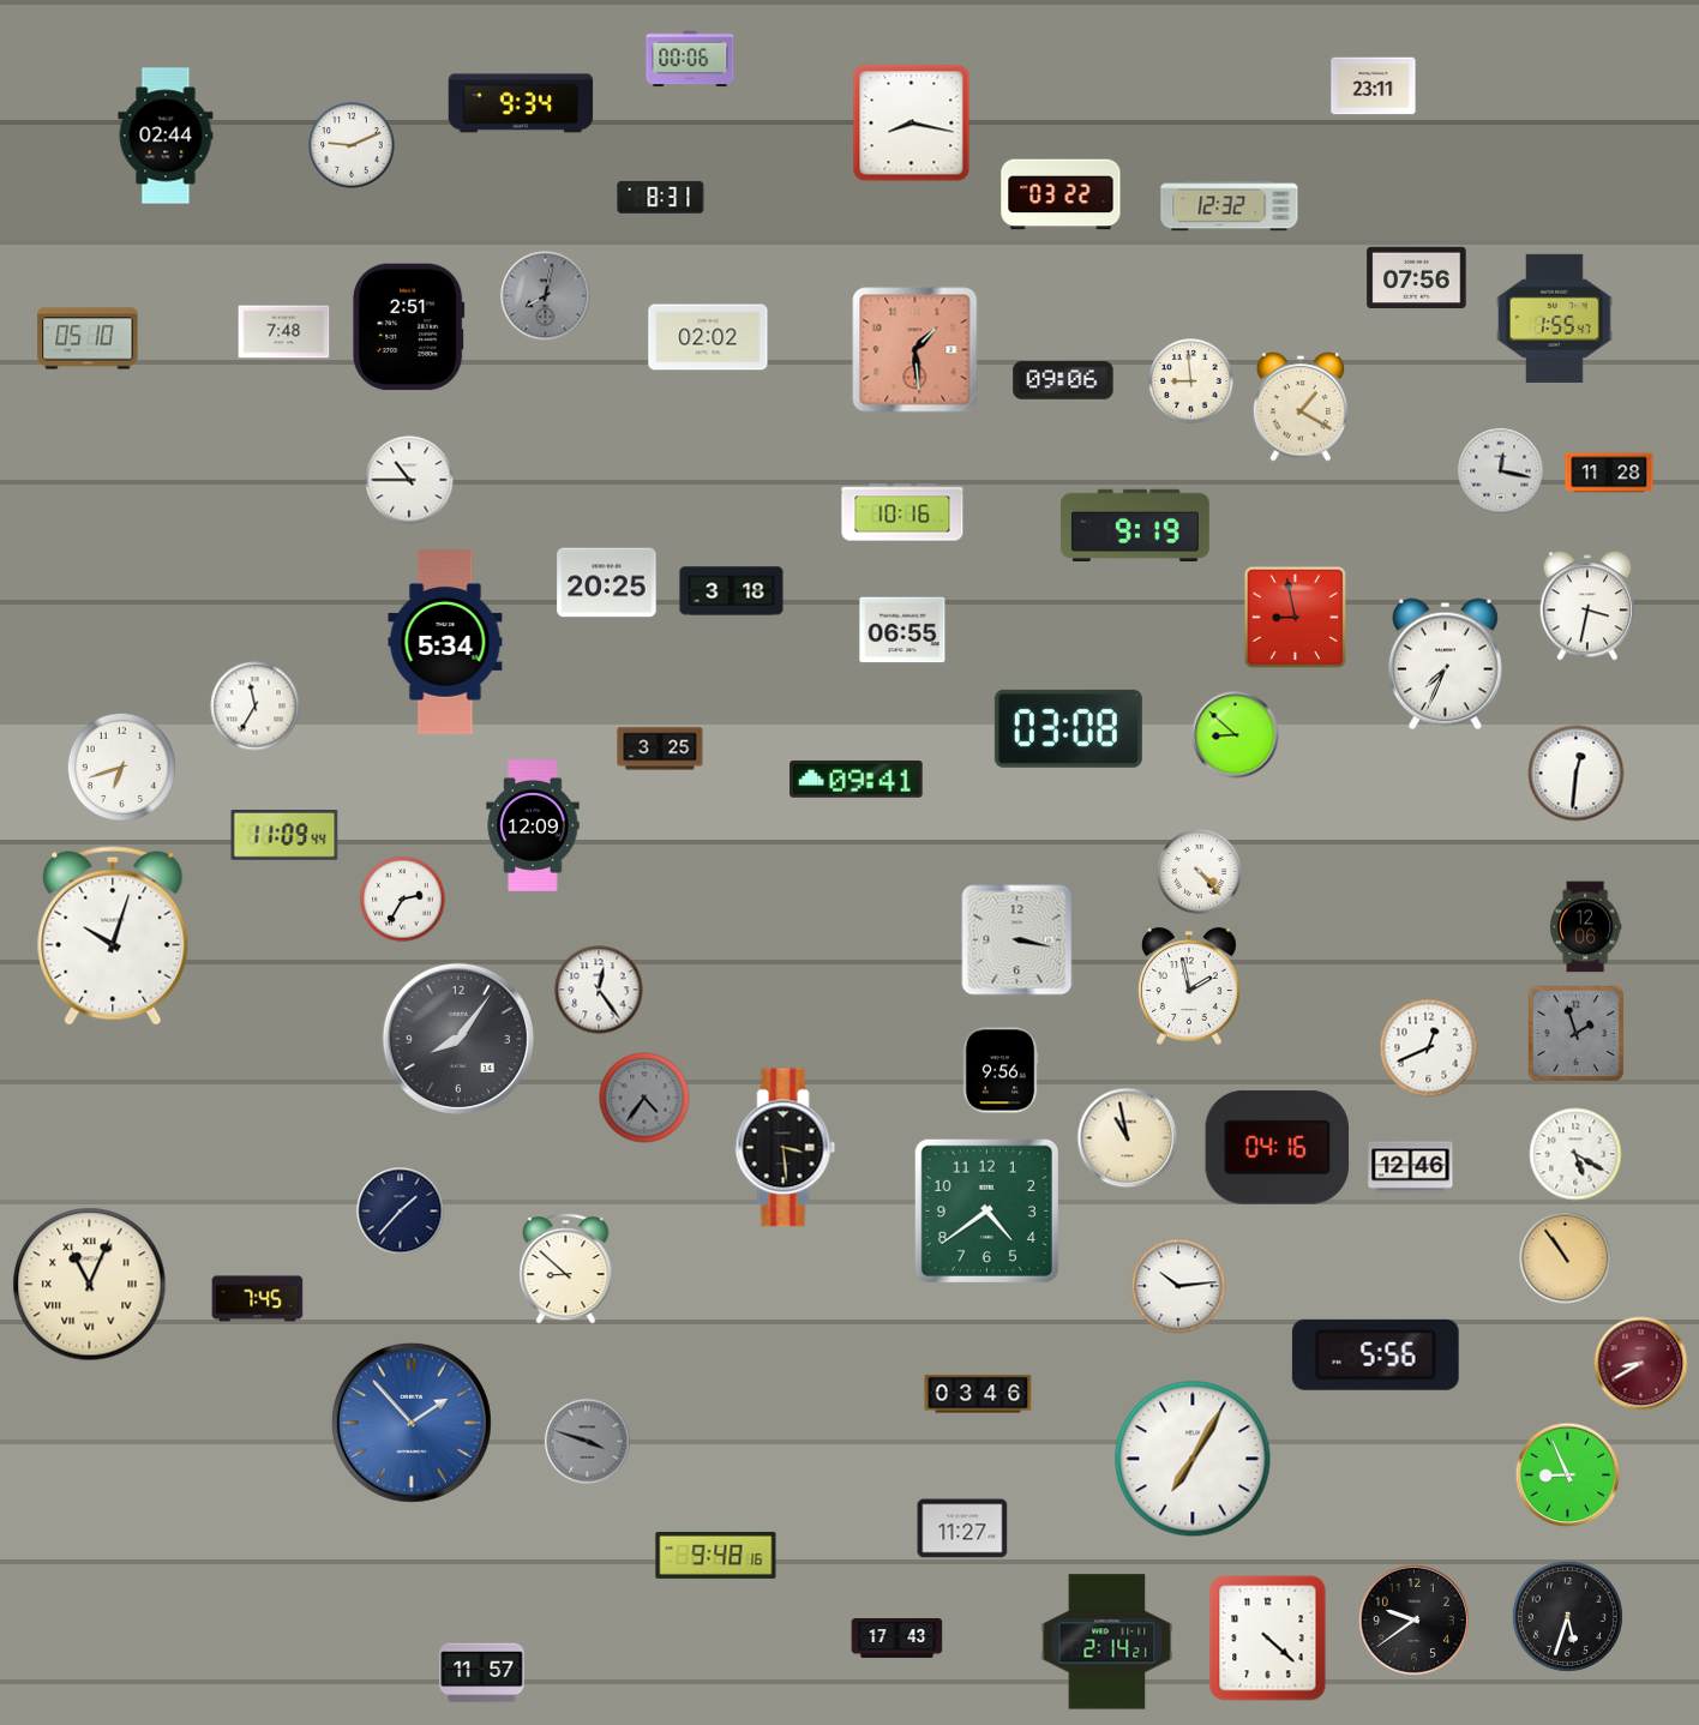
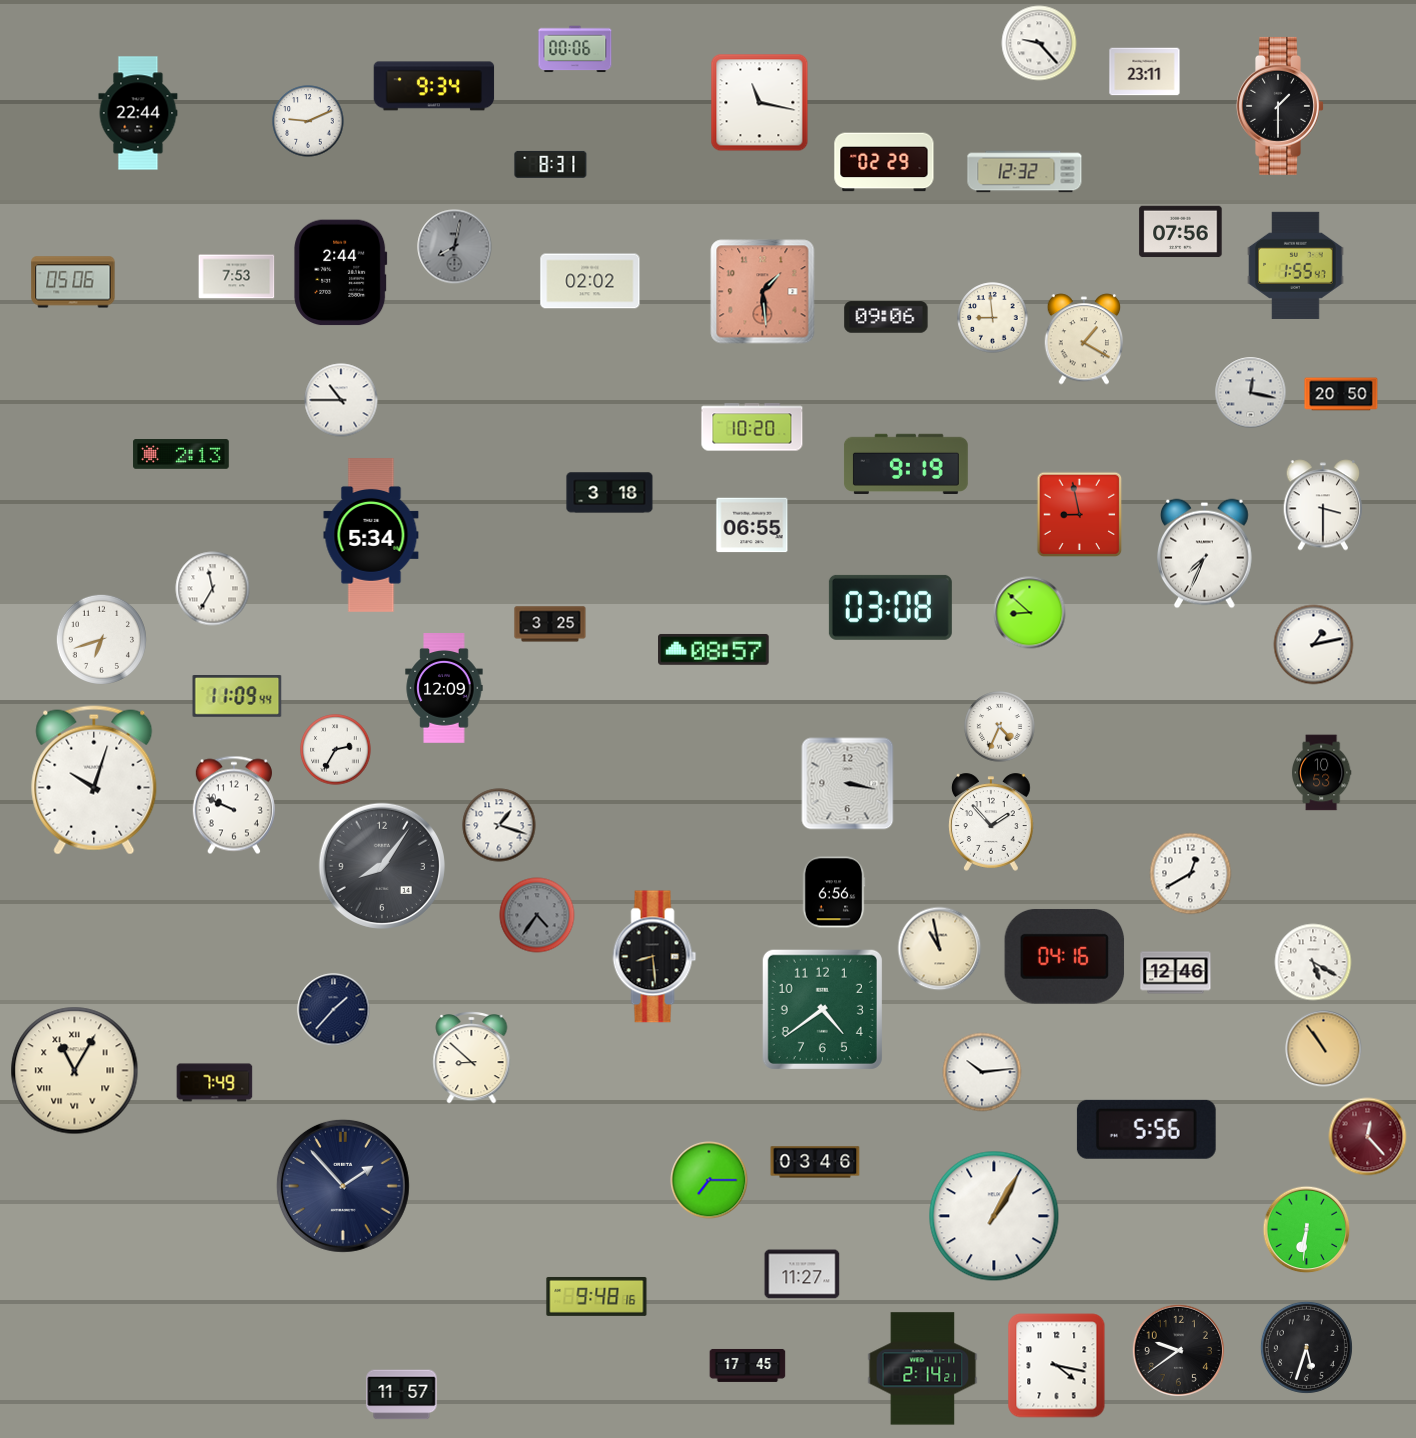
clock at (1039, 43): none -> 9:23
clock at (912, 124): 8:17 -> 11:17
clock at (1281, 106): none -> 1:30
clock at (166, 136): 02:44 -> 22:44
clock at (352, 145) position: (352, 145) -> (308, 121)
clock at (1061, 194): 03:22 -> 02:29
clock at (409, 327): 2:51 -> 2:44
clock at (284, 332): 7:48 -> 7:53
clock at (88, 338): 05:10 -> 05:06
clock at (1609, 473): 11:28 -> 20:50
clock at (902, 512): 10:16 -> 10:20
clock at (1135, 525) position: (1135, 525) -> (906, 464)
clock at (181, 454): none -> 2:13
clock at (607, 583): 20:25 -> none
clock at (1587, 606): 3:32 -> 3:30
clock at (1577, 774): 12:31 -> 1:13
clock at (857, 779): 09:41 -> 08:57
clock at (1200, 872): 4:23 -> 4:34
clock at (1585, 927): 12:06 -> 10:53
clock at (234, 805): none -> 9:49
clock at (1190, 986): 1:58 -> 1:53
clock at (599, 990): 12:24 -> 1:18
clock at (1577, 1034): 1:57 -> none
clock at (1429, 1048): 12:41 -> 12:40
clock at (1001, 1070): 9:56 -> 6:56
clock at (786, 1148): 3:29 -> 8:29
clock at (1566, 1258) position: (1566, 1258) -> (1324, 1049)
clock at (90, 1285): 11:04 -> 11:05
clock at (258, 1299): 7:45 -> 7:49
clock at (1641, 1364): 8:40 -> 12:23
clock at (709, 1180): none -> 7:15
clock at (412, 1423) dial: blue -> navy
clock at (588, 1442): 3:48 -> none
clock at (1193, 1459): 7:05 -> 1:05
clock at (1568, 1475): 8:56 -> 6:31
clock at (897, 1637): 17:43 -> 17:45
clock at (1268, 1639): 4:22 -> 4:17
